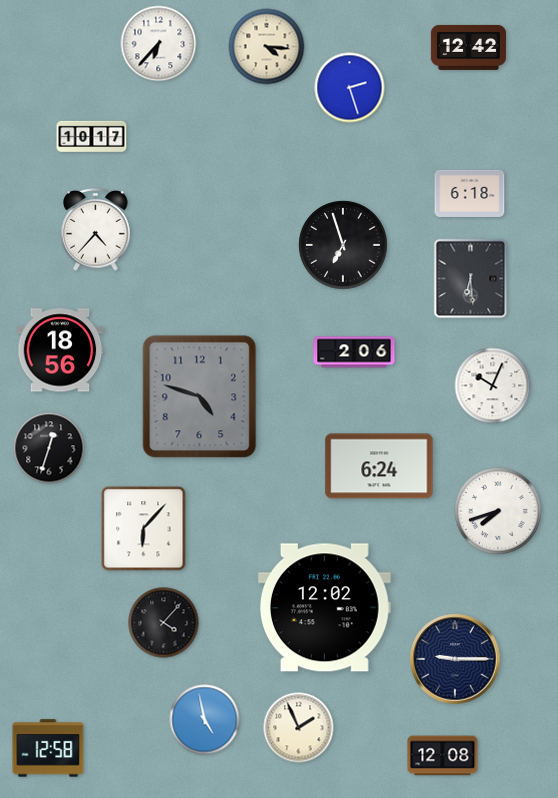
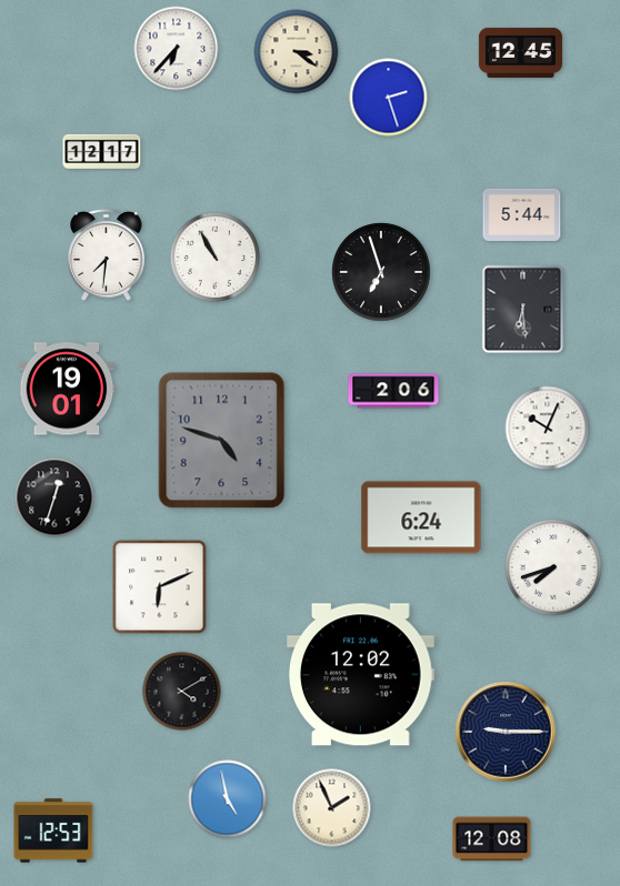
clock at (267, 47): 4:16 -> 3:21
clock at (468, 47): 12:42 -> 12:45
clock at (92, 136): 10:17 -> 12:17
clock at (470, 193): 6:18 -> 5:44
clock at (96, 230): 4:37 -> 7:31
clock at (216, 258): none -> 10:55
clock at (60, 350): 18:56 -> 19:01
clock at (144, 529): 6:07 -> 6:11
clock at (164, 623): 4:07 -> 4:10
clock at (48, 748): 12:58 -> 12:53
